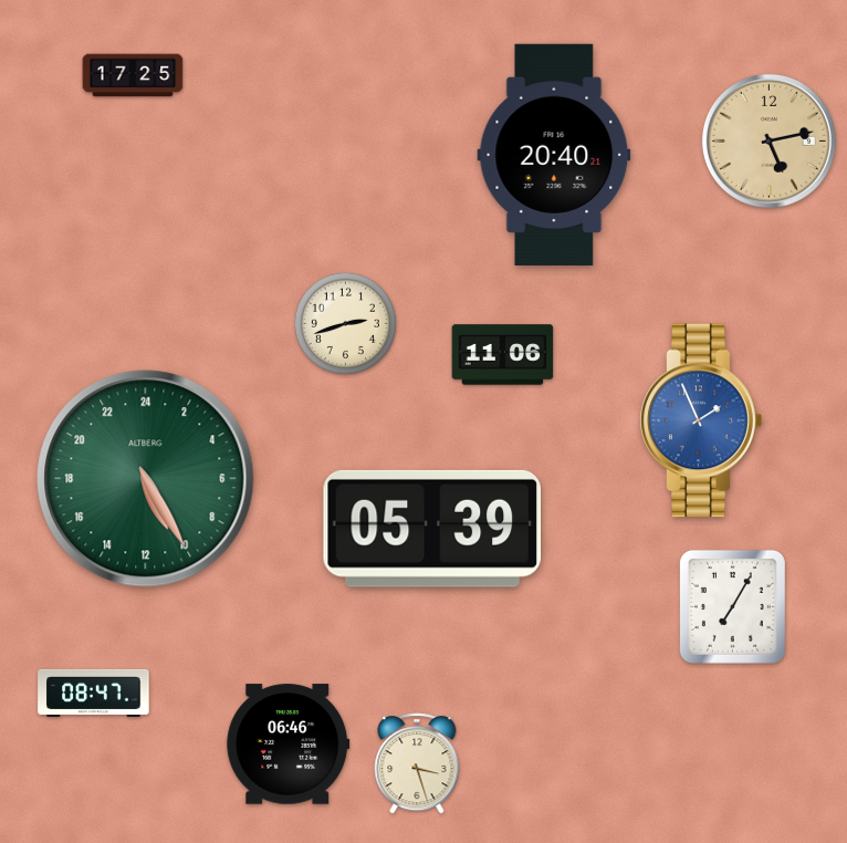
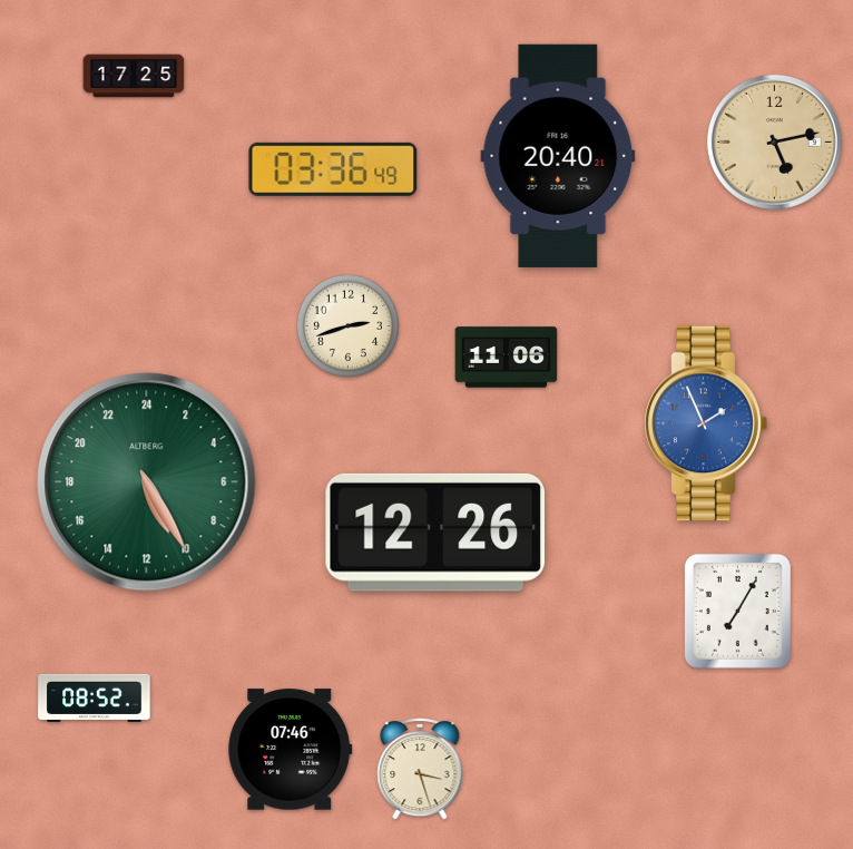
clock at (333, 169): none -> 03:36
clock at (431, 529): 05:39 -> 12:26
clock at (94, 693): 08:47 -> 08:52
clock at (289, 745): 06:46 -> 07:46
